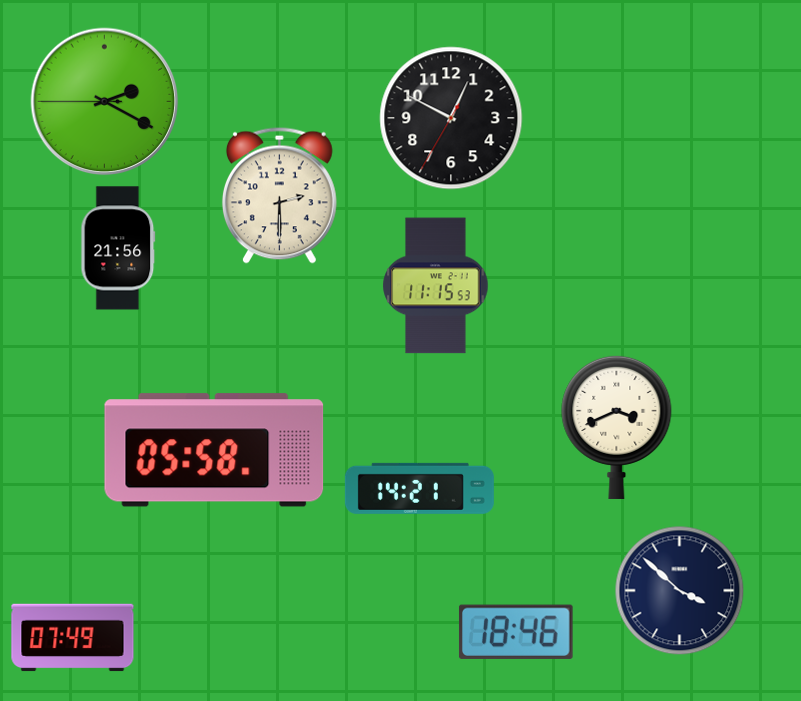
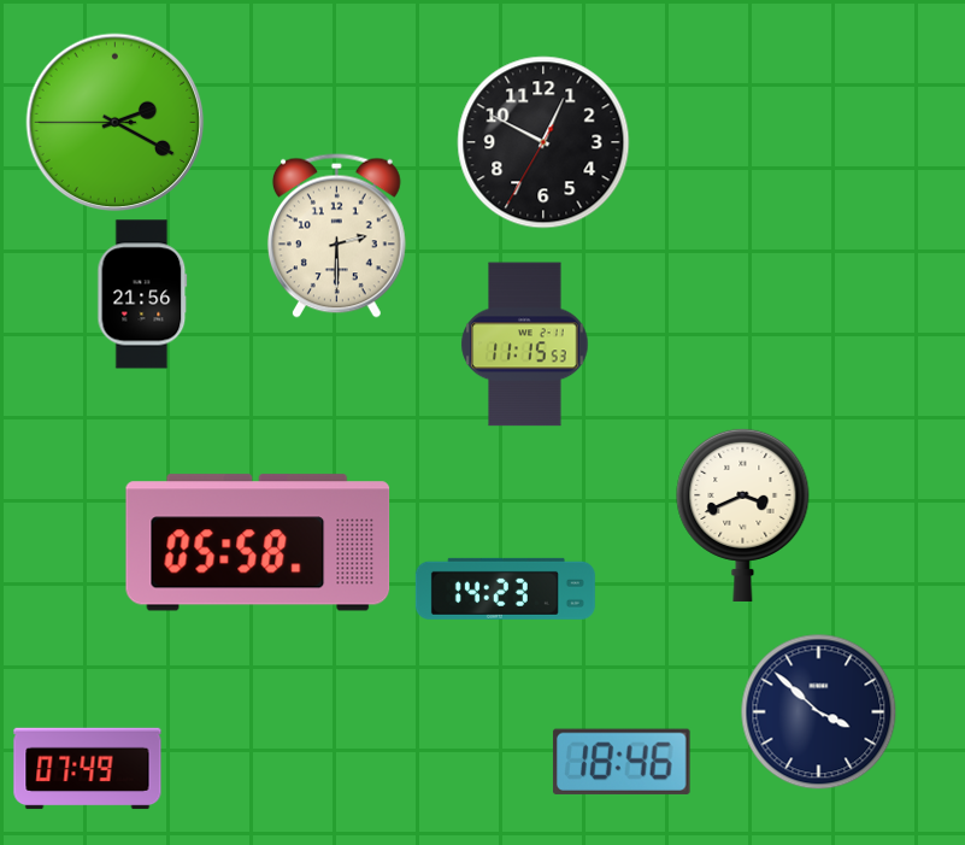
clock at (105, 102) position: (105, 102) -> (116, 123)
clock at (118, 248) position: (118, 248) -> (142, 294)
clock at (419, 488): 14:21 -> 14:23
